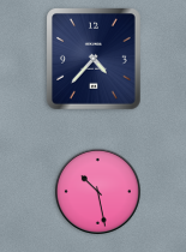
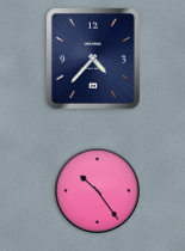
clock at (97, 191): 10:28 -> 10:24
